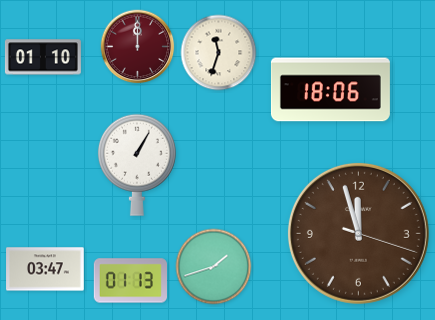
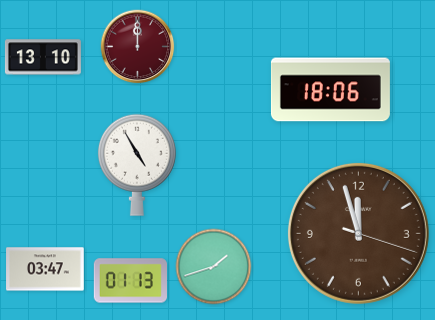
clock at (219, 53): 11:33 -> none
clock at (43, 57): 01:10 -> 13:10
clock at (137, 165): 1:05 -> 4:55
